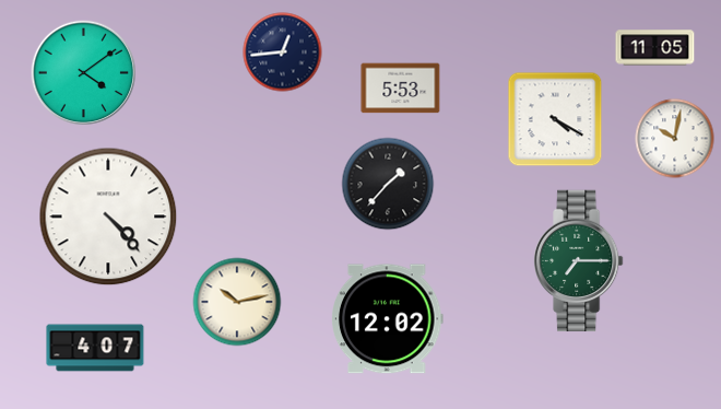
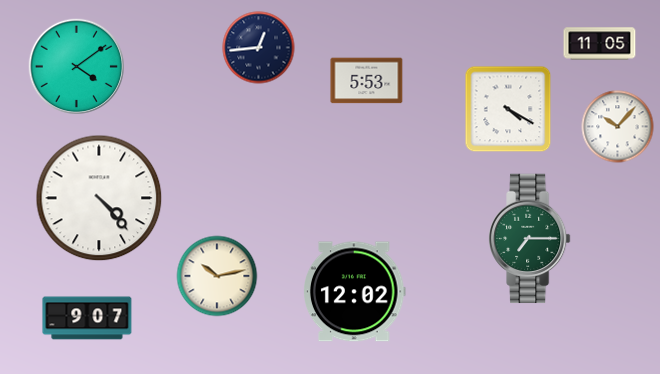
clock at (675, 139): 10:02 -> 10:07
clock at (388, 184): 1:37 -> none
clock at (95, 348): 4:07 -> 9:07
